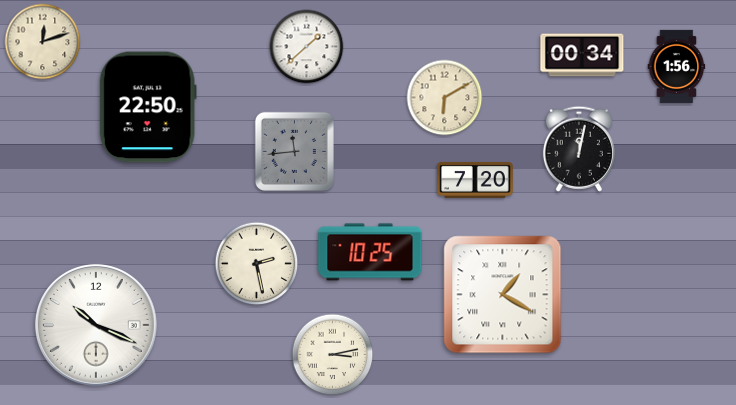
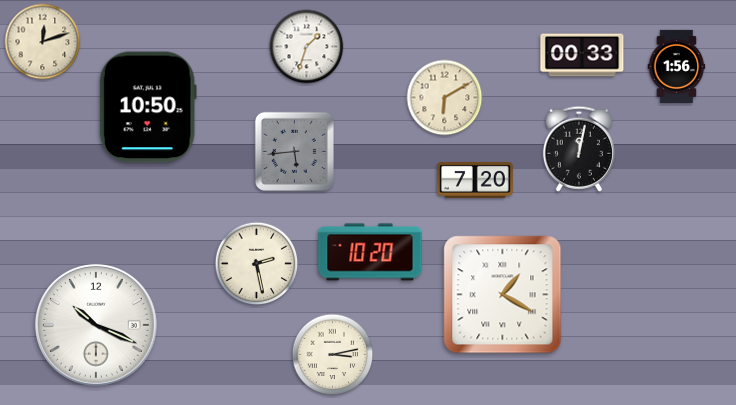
clock at (307, 47): 1:38 -> 1:33
clock at (582, 55): 00:34 -> 00:33
clock at (148, 107): 22:50 -> 10:50
clock at (294, 151): 11:44 -> 5:44
clock at (370, 252): 10:25 -> 10:20
